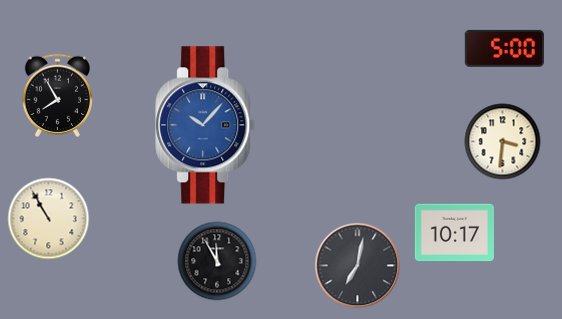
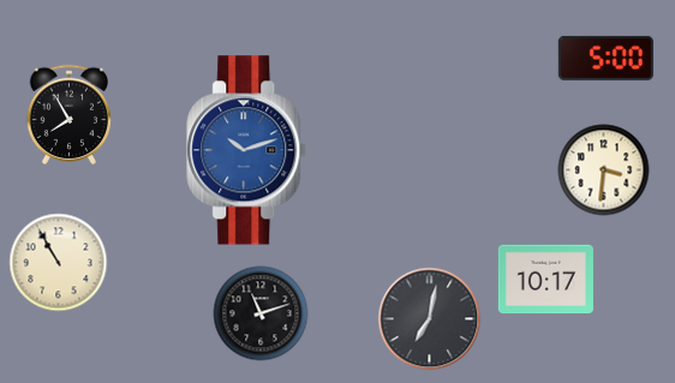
clock at (206, 125): 10:07 -> 10:12
clock at (217, 261): 11:55 -> 11:12
